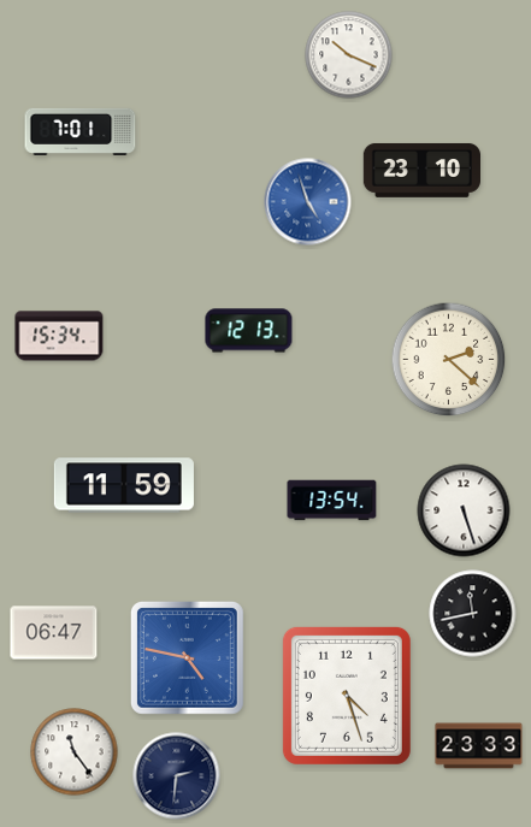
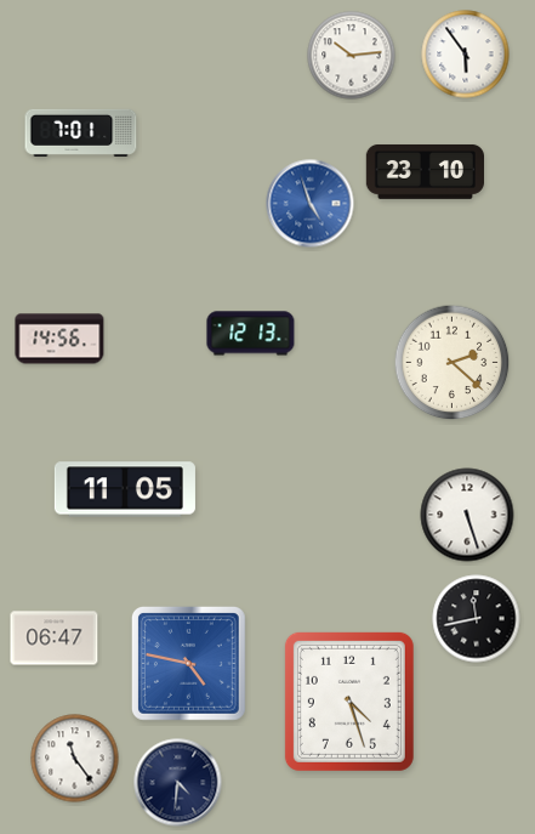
clock at (466, 55): none -> 5:54
clock at (349, 55): 10:19 -> 10:14
clock at (59, 336): 15:34 -> 14:56
clock at (124, 485): 11:59 -> 11:05
clock at (332, 501): 13:54 -> none
clock at (479, 746): 23:33 -> none
clock at (177, 776): 2:31 -> 4:31
